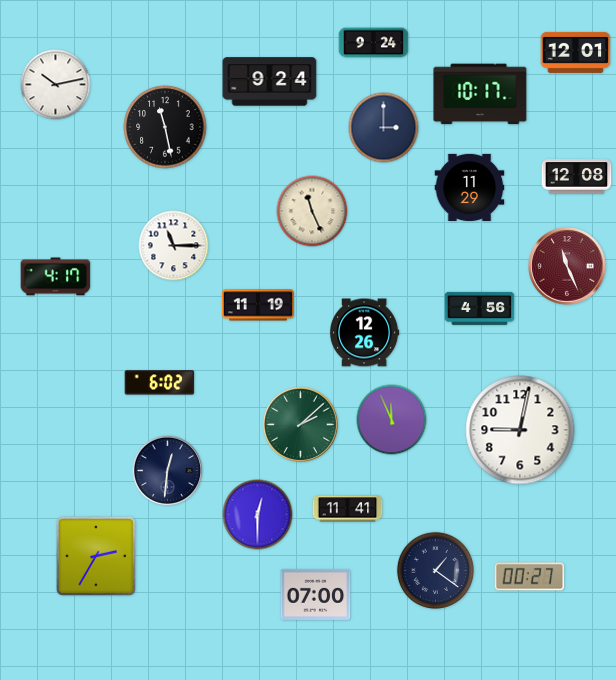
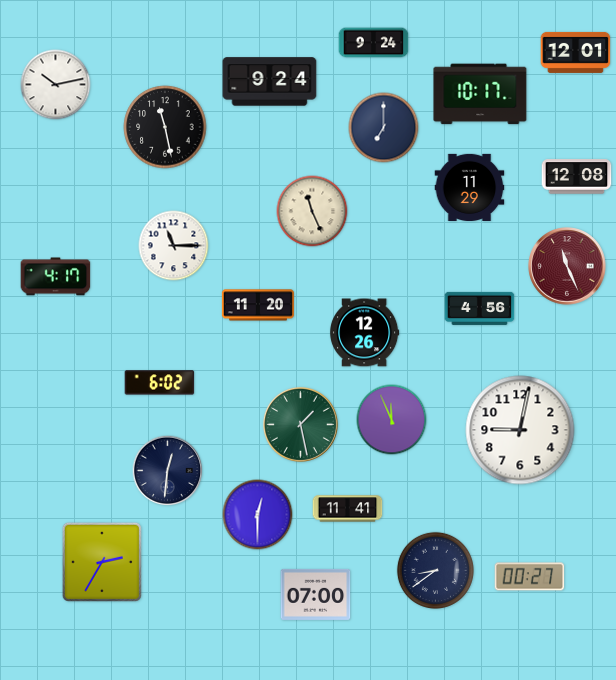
clock at (384, 128): 3:00 -> 7:00
clock at (258, 305): 11:19 -> 11:20
clock at (300, 424): 2:08 -> 1:28
clock at (96, 556) position: (96, 556) -> (102, 562)
clock at (435, 570): 1:21 -> 8:39
